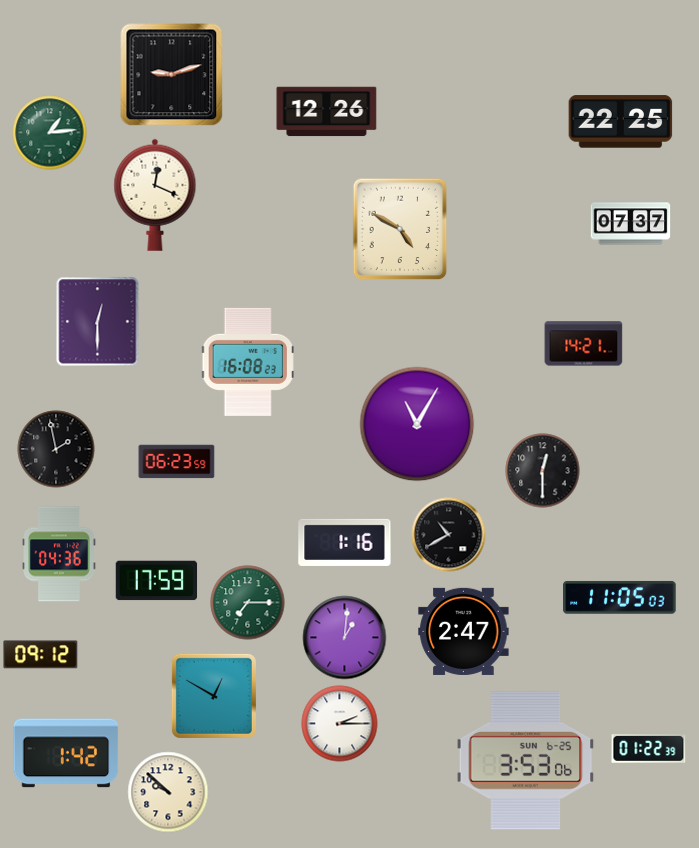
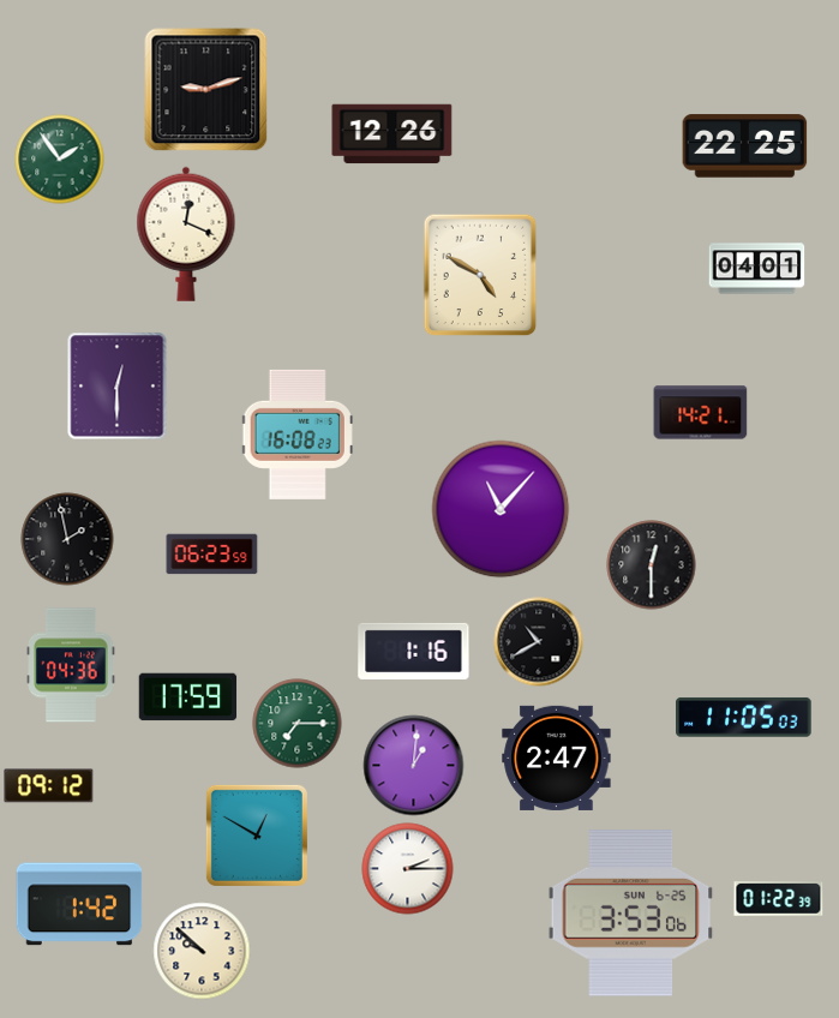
clock at (50, 133): 1:14 -> 1:54
clock at (631, 224): 07:37 -> 04:01
clock at (417, 424): 11:05 -> 11:07
